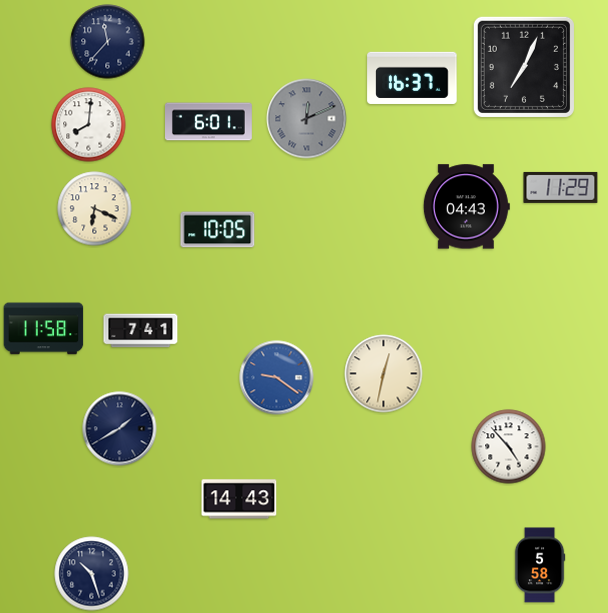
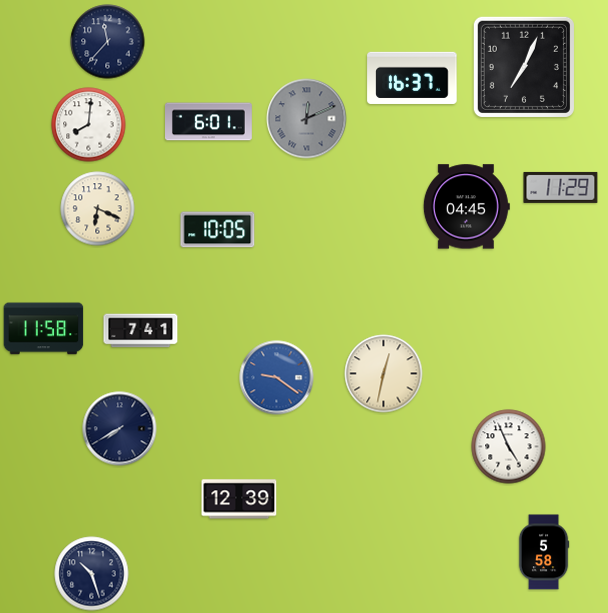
clock at (466, 207): 04:43 -> 04:45
clock at (95, 209) position: (95, 209) -> (98, 209)
clock at (120, 429): 1:40 -> 7:40
clock at (509, 447): 4:53 -> 4:56
clock at (239, 499): 14:43 -> 12:39
clock at (540, 565) position: (540, 565) -> (544, 552)
